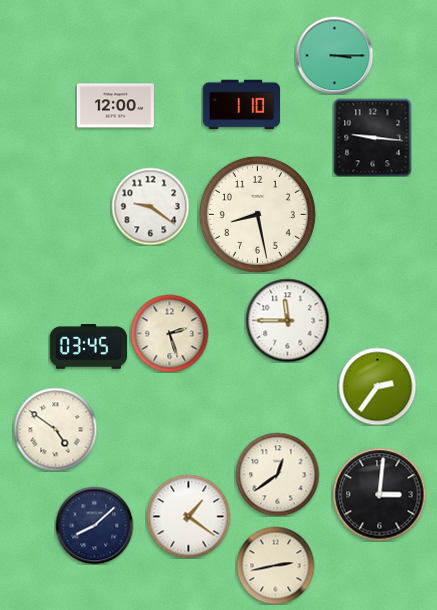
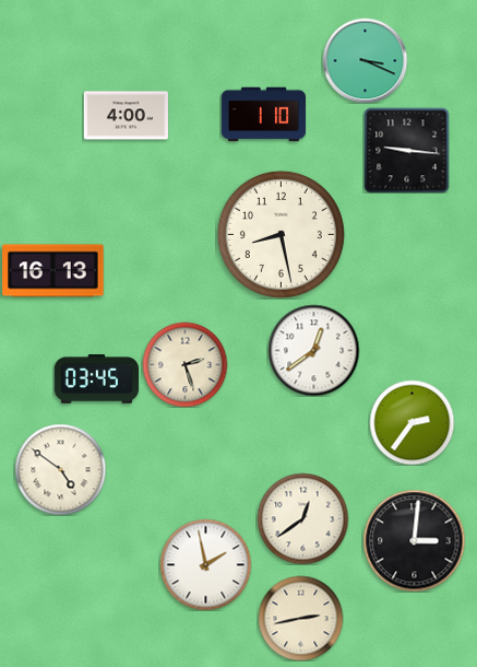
clock at (334, 55): 3:15 -> 3:19
clock at (115, 106): 12:00 -> 4:00
clock at (150, 206): 9:21 -> none
clock at (53, 271): none -> 16:13
clock at (287, 320): 11:45 -> 12:39
clock at (188, 516): 1:21 -> 1:58
clock at (94, 525): 8:08 -> none
